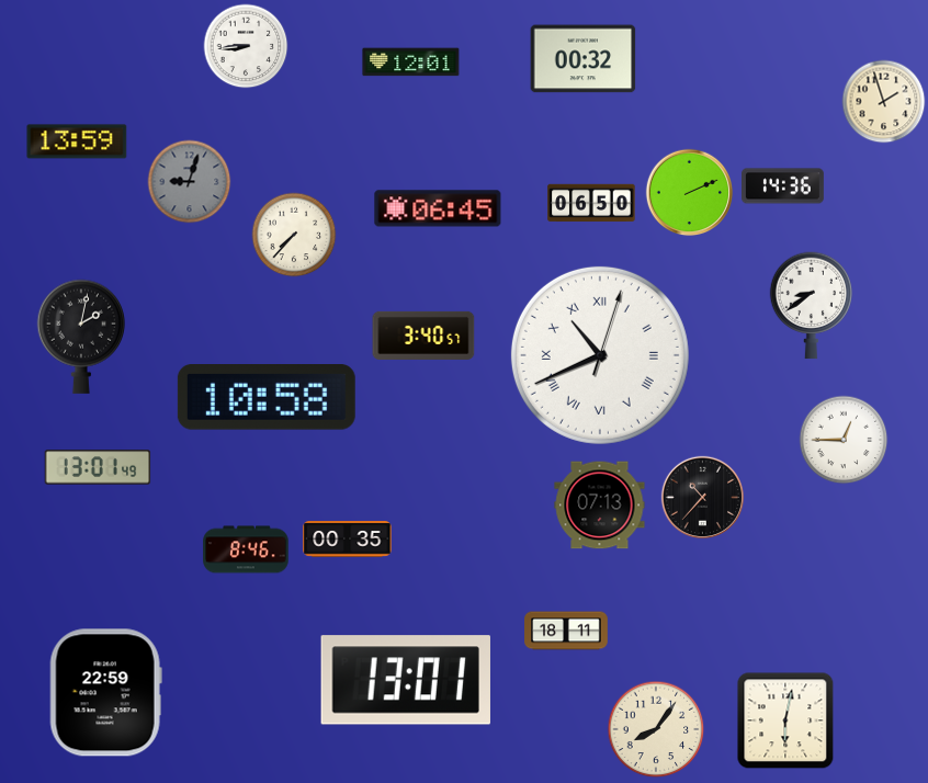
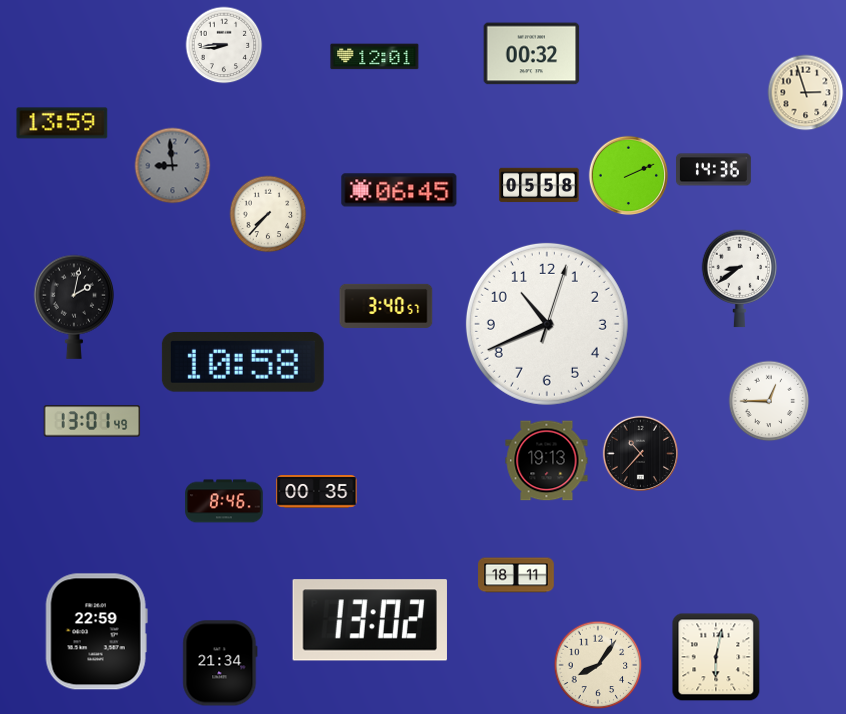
clock at (246, 46) position: (246, 46) -> (224, 45)
clock at (884, 102): 1:57 -> 2:57
clock at (77, 141) position: (77, 141) -> (62, 123)
clock at (190, 182): 9:03 -> 8:59
clock at (591, 203): 06:50 -> 05:58
clock at (600, 355) numerals: Roman -> Arabic
clock at (98, 467) position: (98, 467) -> (92, 421)
clock at (600, 506): 07:13 -> 19:13
clock at (406, 680): 13:01 -> 13:02
clock at (220, 663): none -> 21:34
